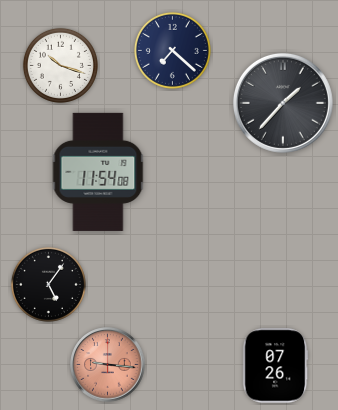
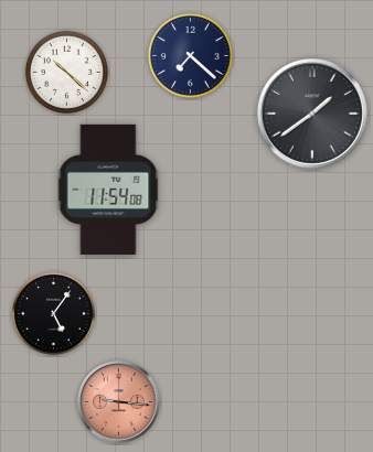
clock at (60, 65): 10:18 -> 10:22
clock at (283, 103): 1:37 -> 1:39
clock at (276, 366): 07:26 -> none
